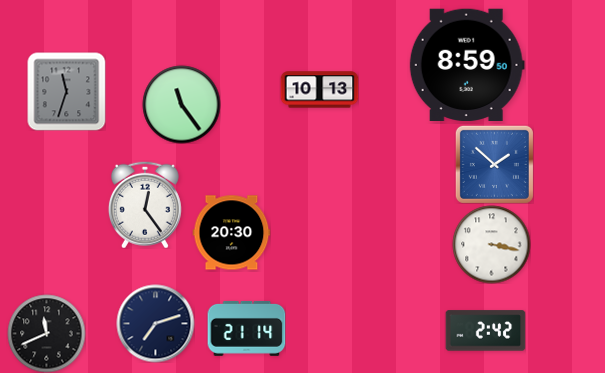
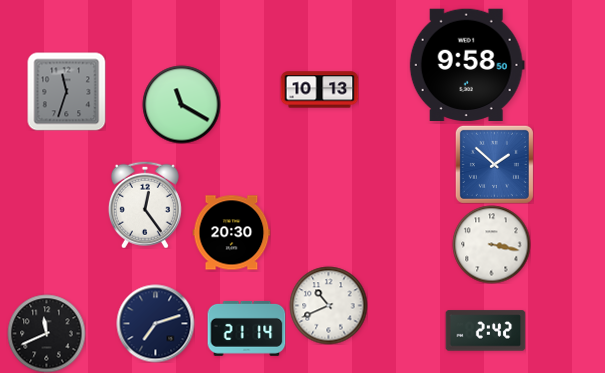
clock at (467, 64): 8:59 -> 9:58
clock at (181, 104): 11:24 -> 11:20
clock at (328, 305): none -> 10:41
